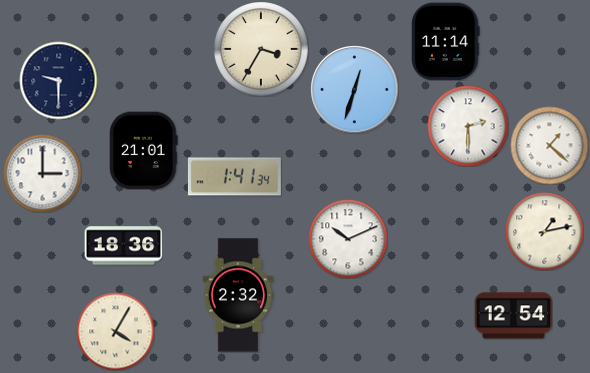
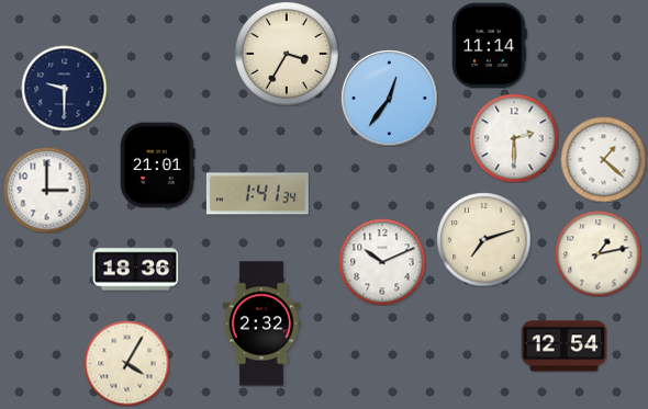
clock at (354, 89): 12:33 -> 12:36
clock at (483, 239): none -> 7:12
